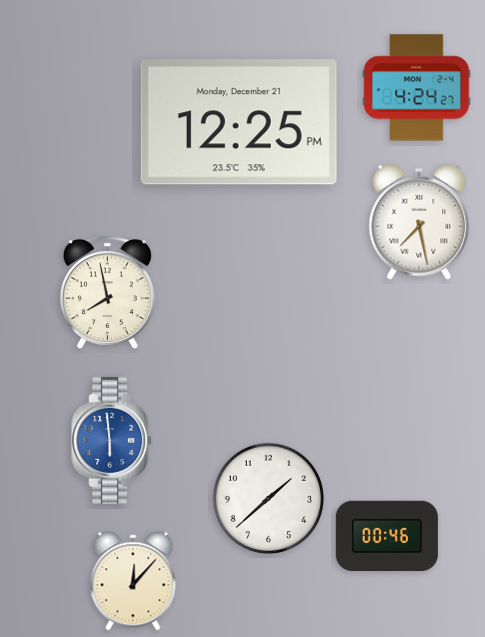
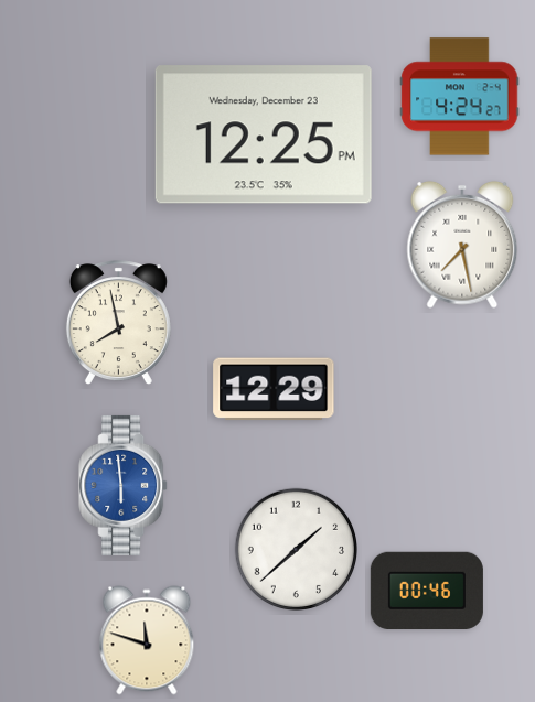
clock at (239, 122) date: Monday, December 21 -> Wednesday, December 23
clock at (274, 389): none -> 12:29
clock at (133, 581): 12:07 -> 11:48
